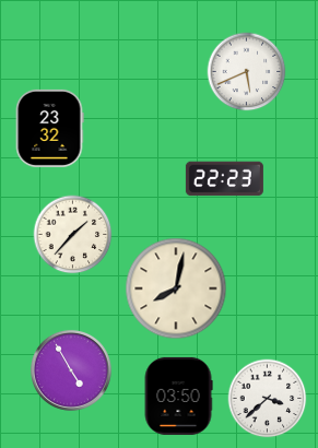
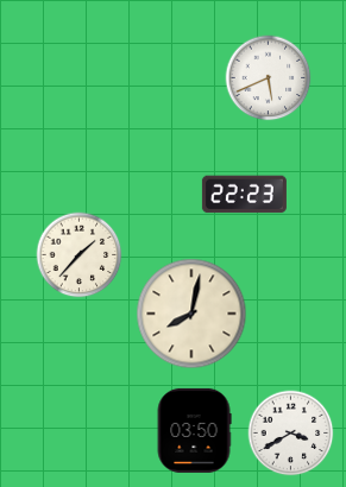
clock at (49, 128): 23:32 -> none
clock at (71, 370): 4:55 -> none
clock at (268, 399): 3:38 -> 3:40
